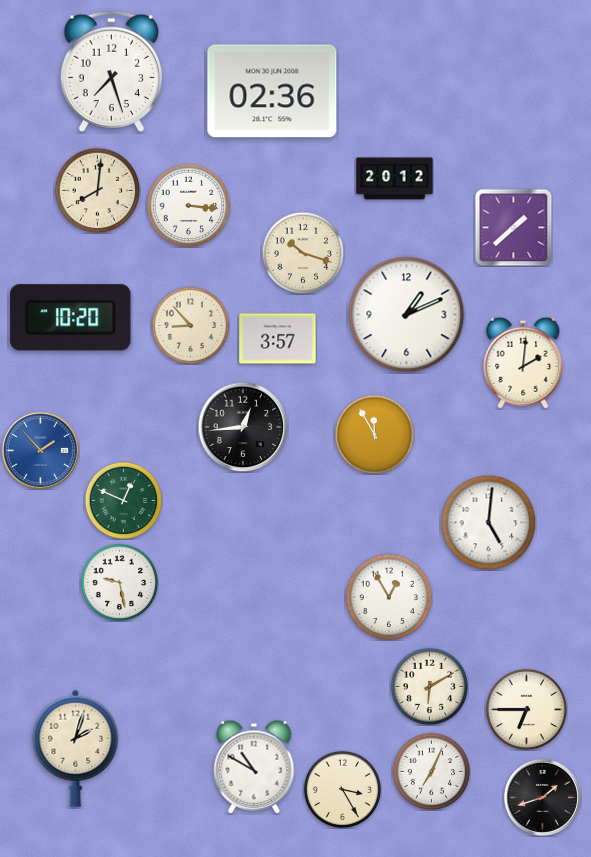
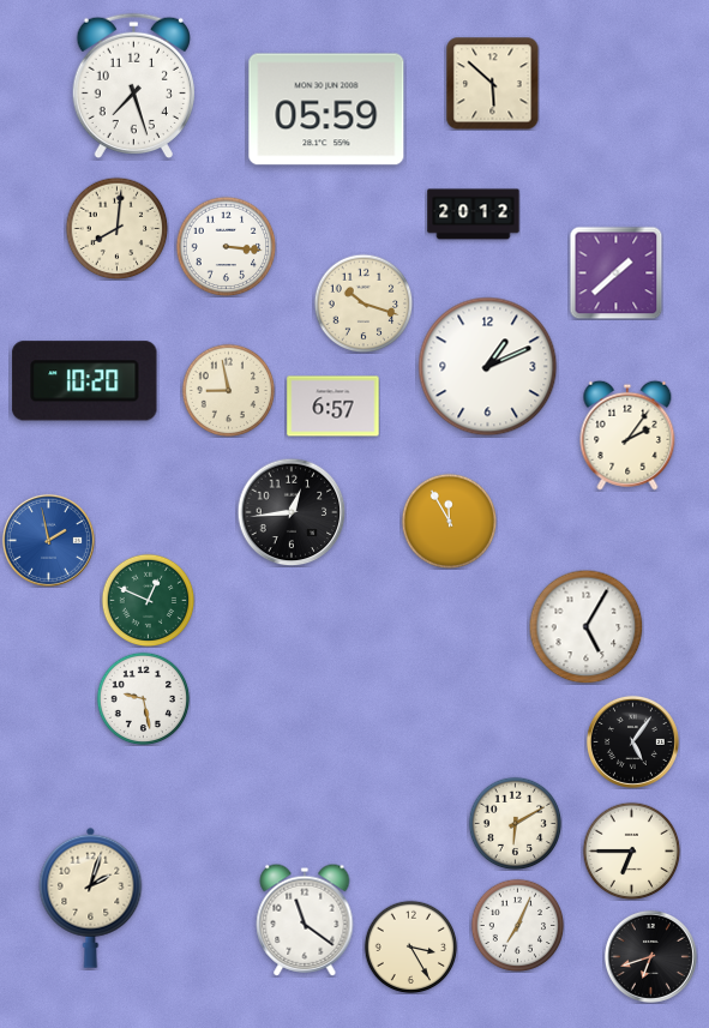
clock at (492, 83): none -> 5:52
clock at (272, 91): 02:36 -> 05:59
clock at (407, 315) position: (407, 315) -> (488, 367)
clock at (190, 325): 8:53 -> 8:58
clock at (278, 339): 3:57 -> 6:57
clock at (523, 363): 2:01 -> 2:06
clock at (40, 450): 1:53 -> 1:58
clock at (488, 522): 5:01 -> 5:05
clock at (389, 597): 12:55 -> none
clock at (632, 741): none -> 5:06
clock at (254, 767): 10:50 -> 11:21
clock at (542, 797): 1:42 -> 6:42
